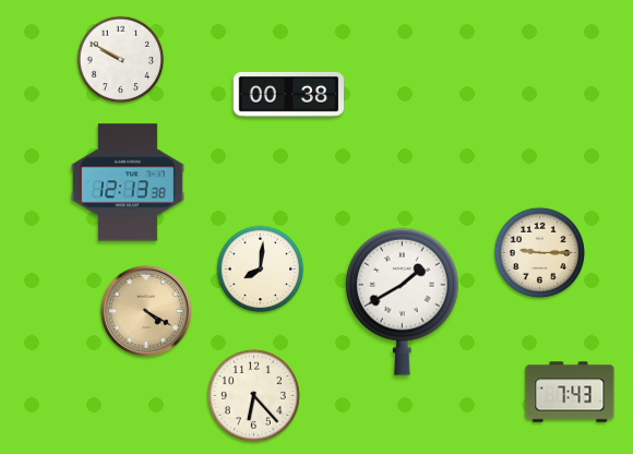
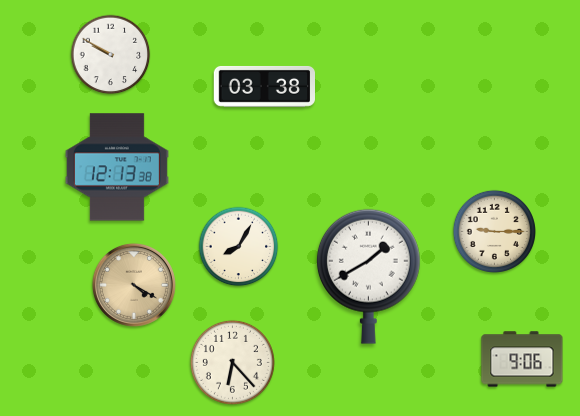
clock at (288, 94): 00:38 -> 03:38
clock at (261, 270): 8:01 -> 8:05
clock at (570, 392): 7:43 -> 9:06
